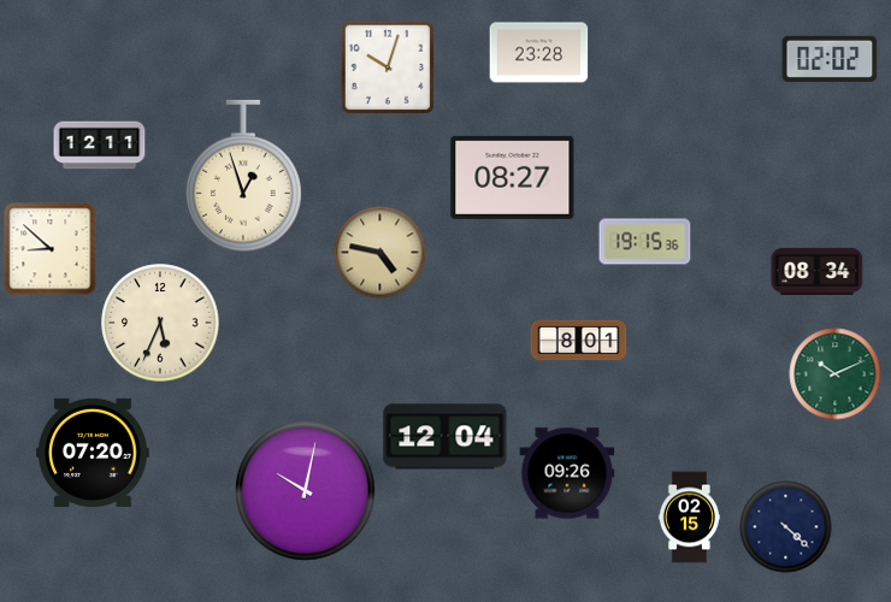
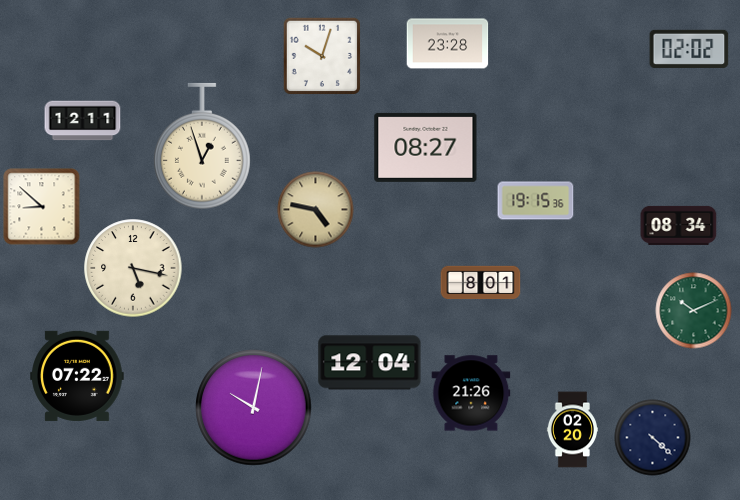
clock at (160, 323): 5:34 -> 5:17
clock at (93, 453): 07:20 -> 07:22
clock at (567, 473): 09:26 -> 21:26
clock at (689, 518): 02:15 -> 02:20
